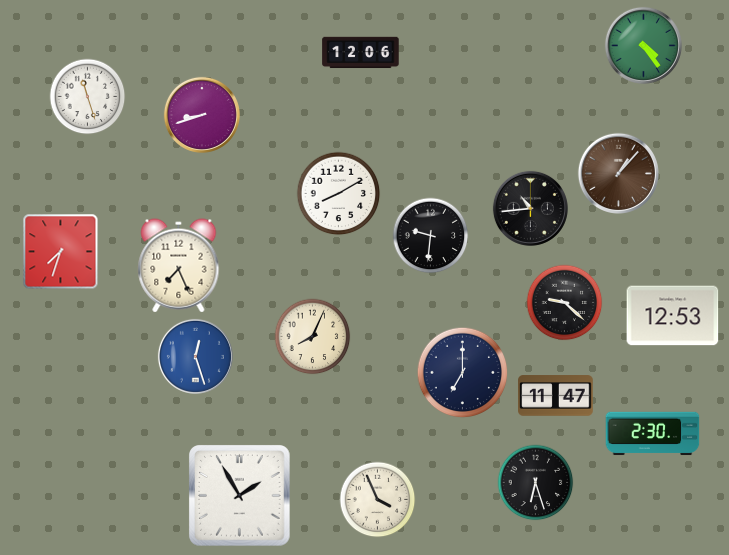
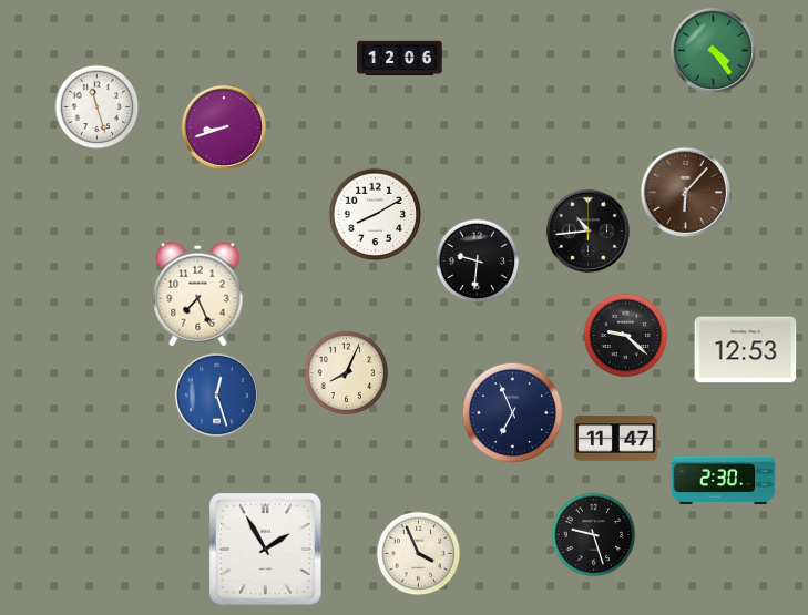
clock at (618, 173): 1:07 -> 6:07
clock at (61, 252): 7:33 -> none
clock at (463, 373): 7:00 -> 6:56
clock at (536, 483): 6:27 -> 9:27
